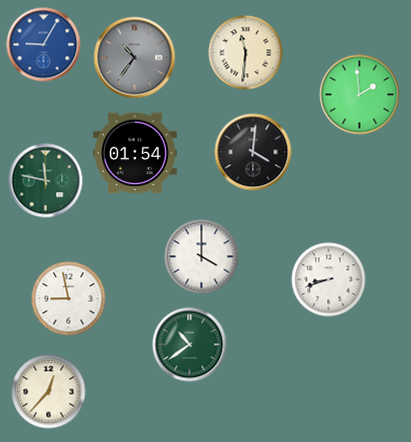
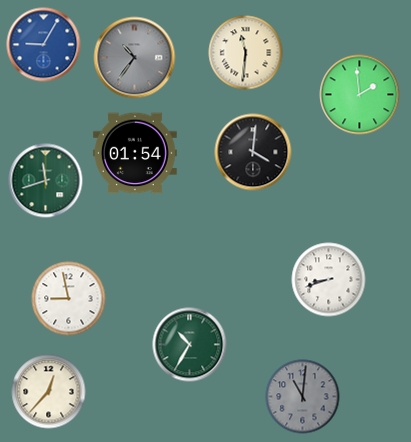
clock at (46, 181): 11:47 -> 11:42
clock at (202, 257): 4:00 -> none
clock at (190, 345): 10:39 -> 10:35
clock at (303, 397): none -> 11:01
